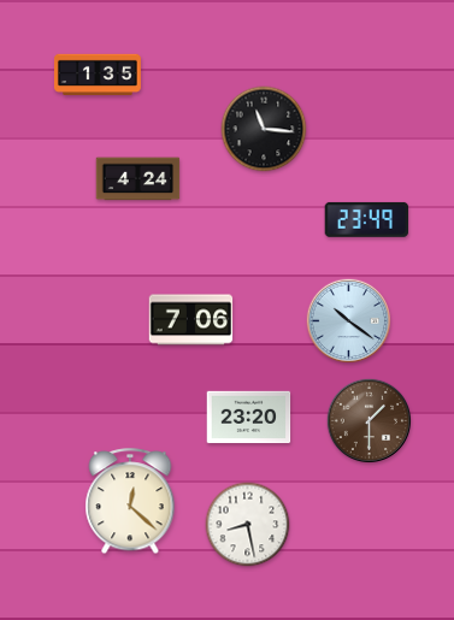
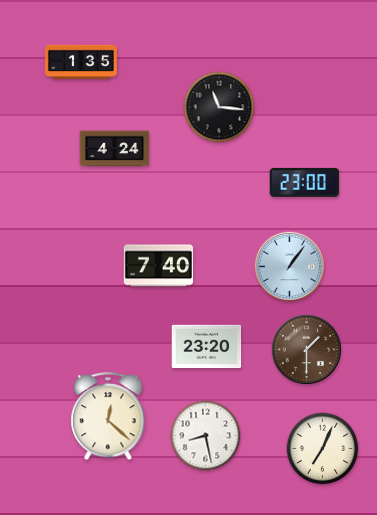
clock at (367, 219): 23:49 -> 23:00
clock at (191, 320): 7:06 -> 7:40
clock at (348, 320): 10:21 -> 1:06
clock at (323, 449): none -> 7:04
